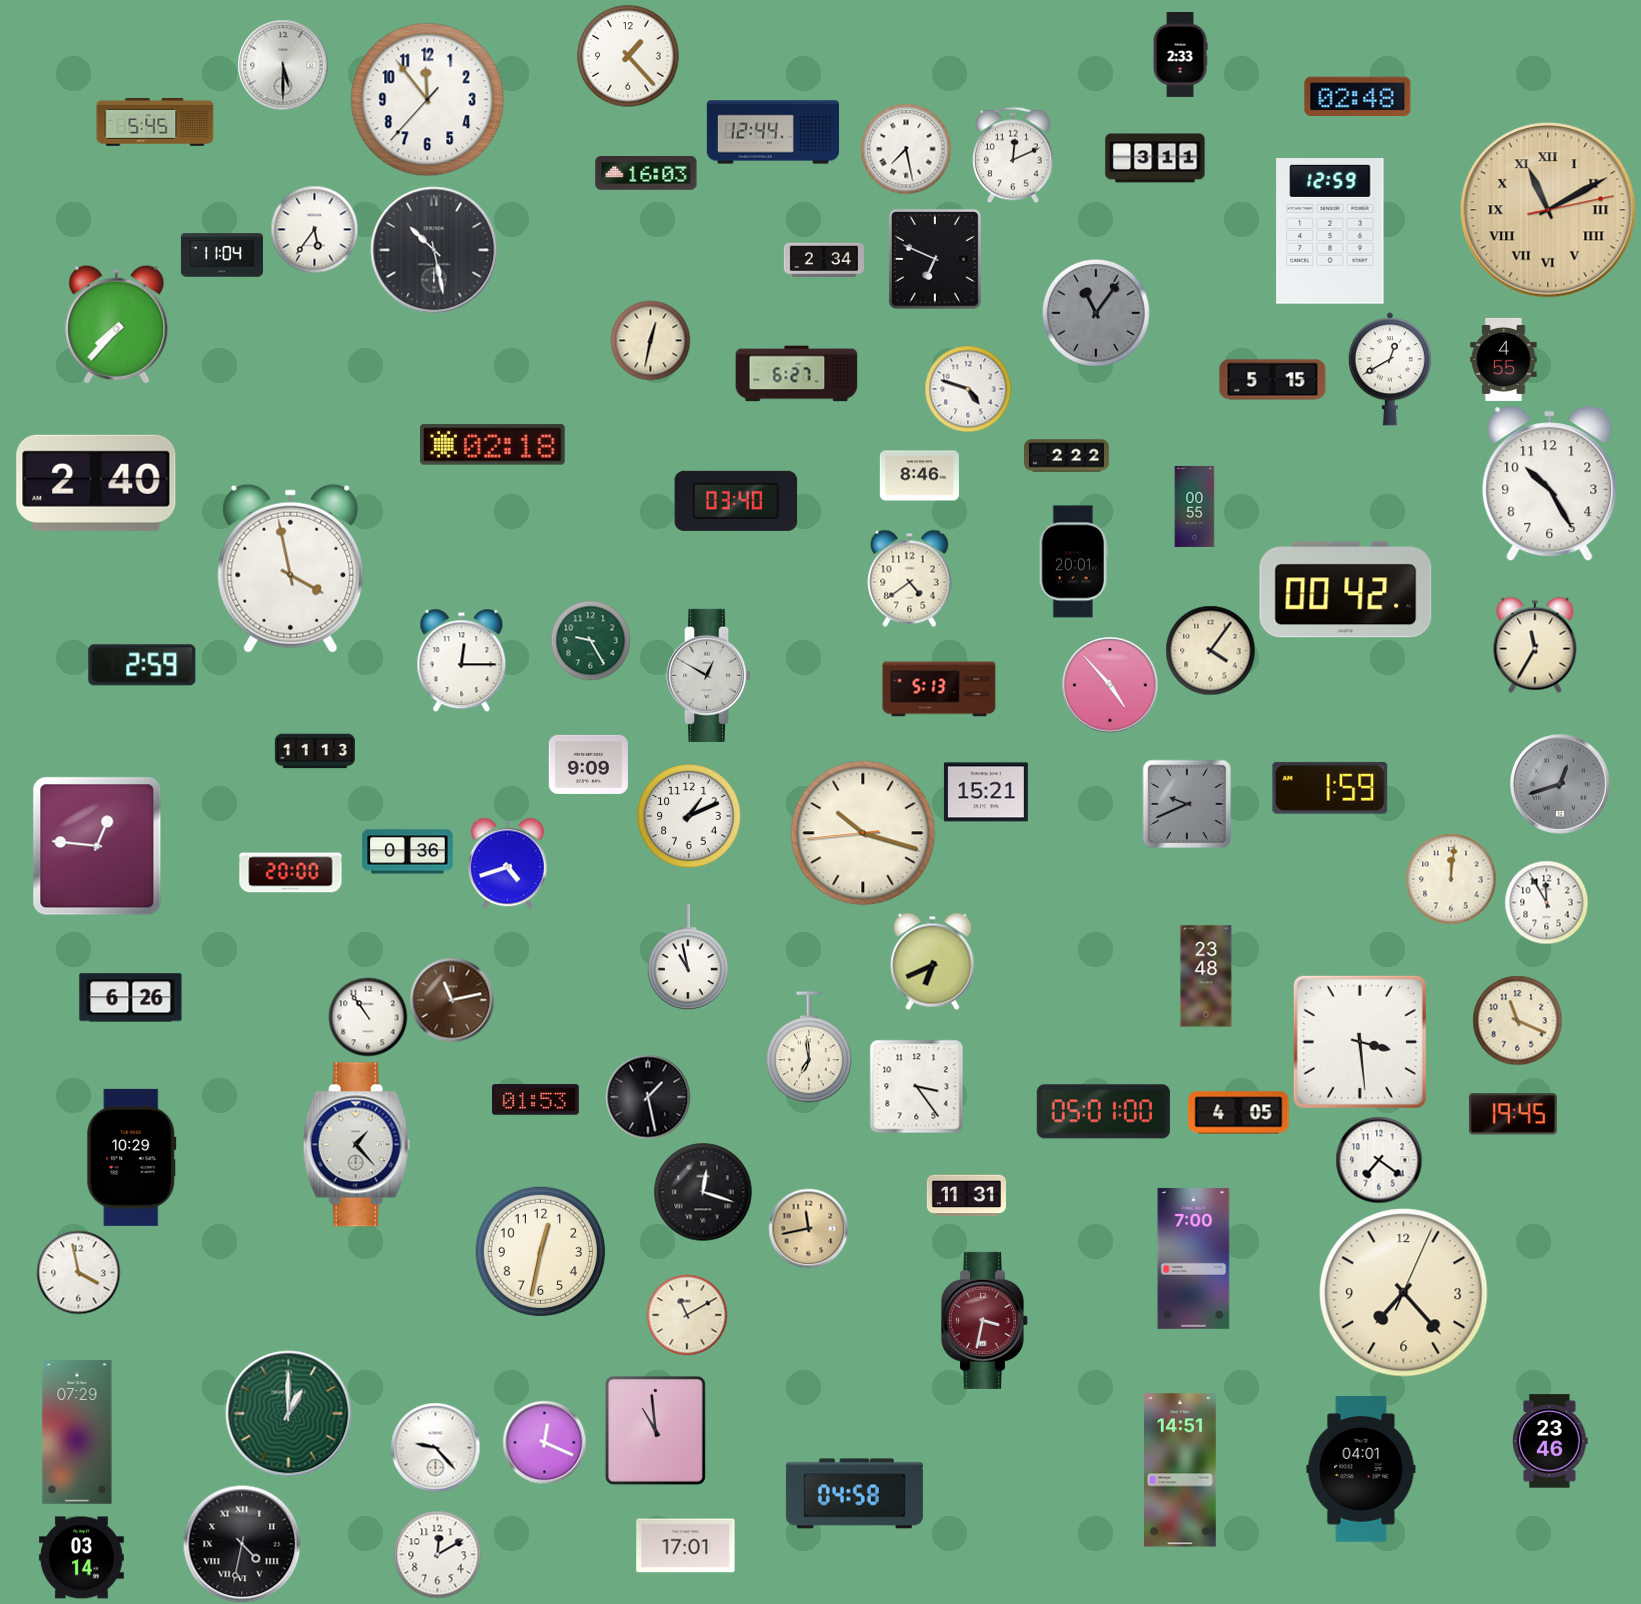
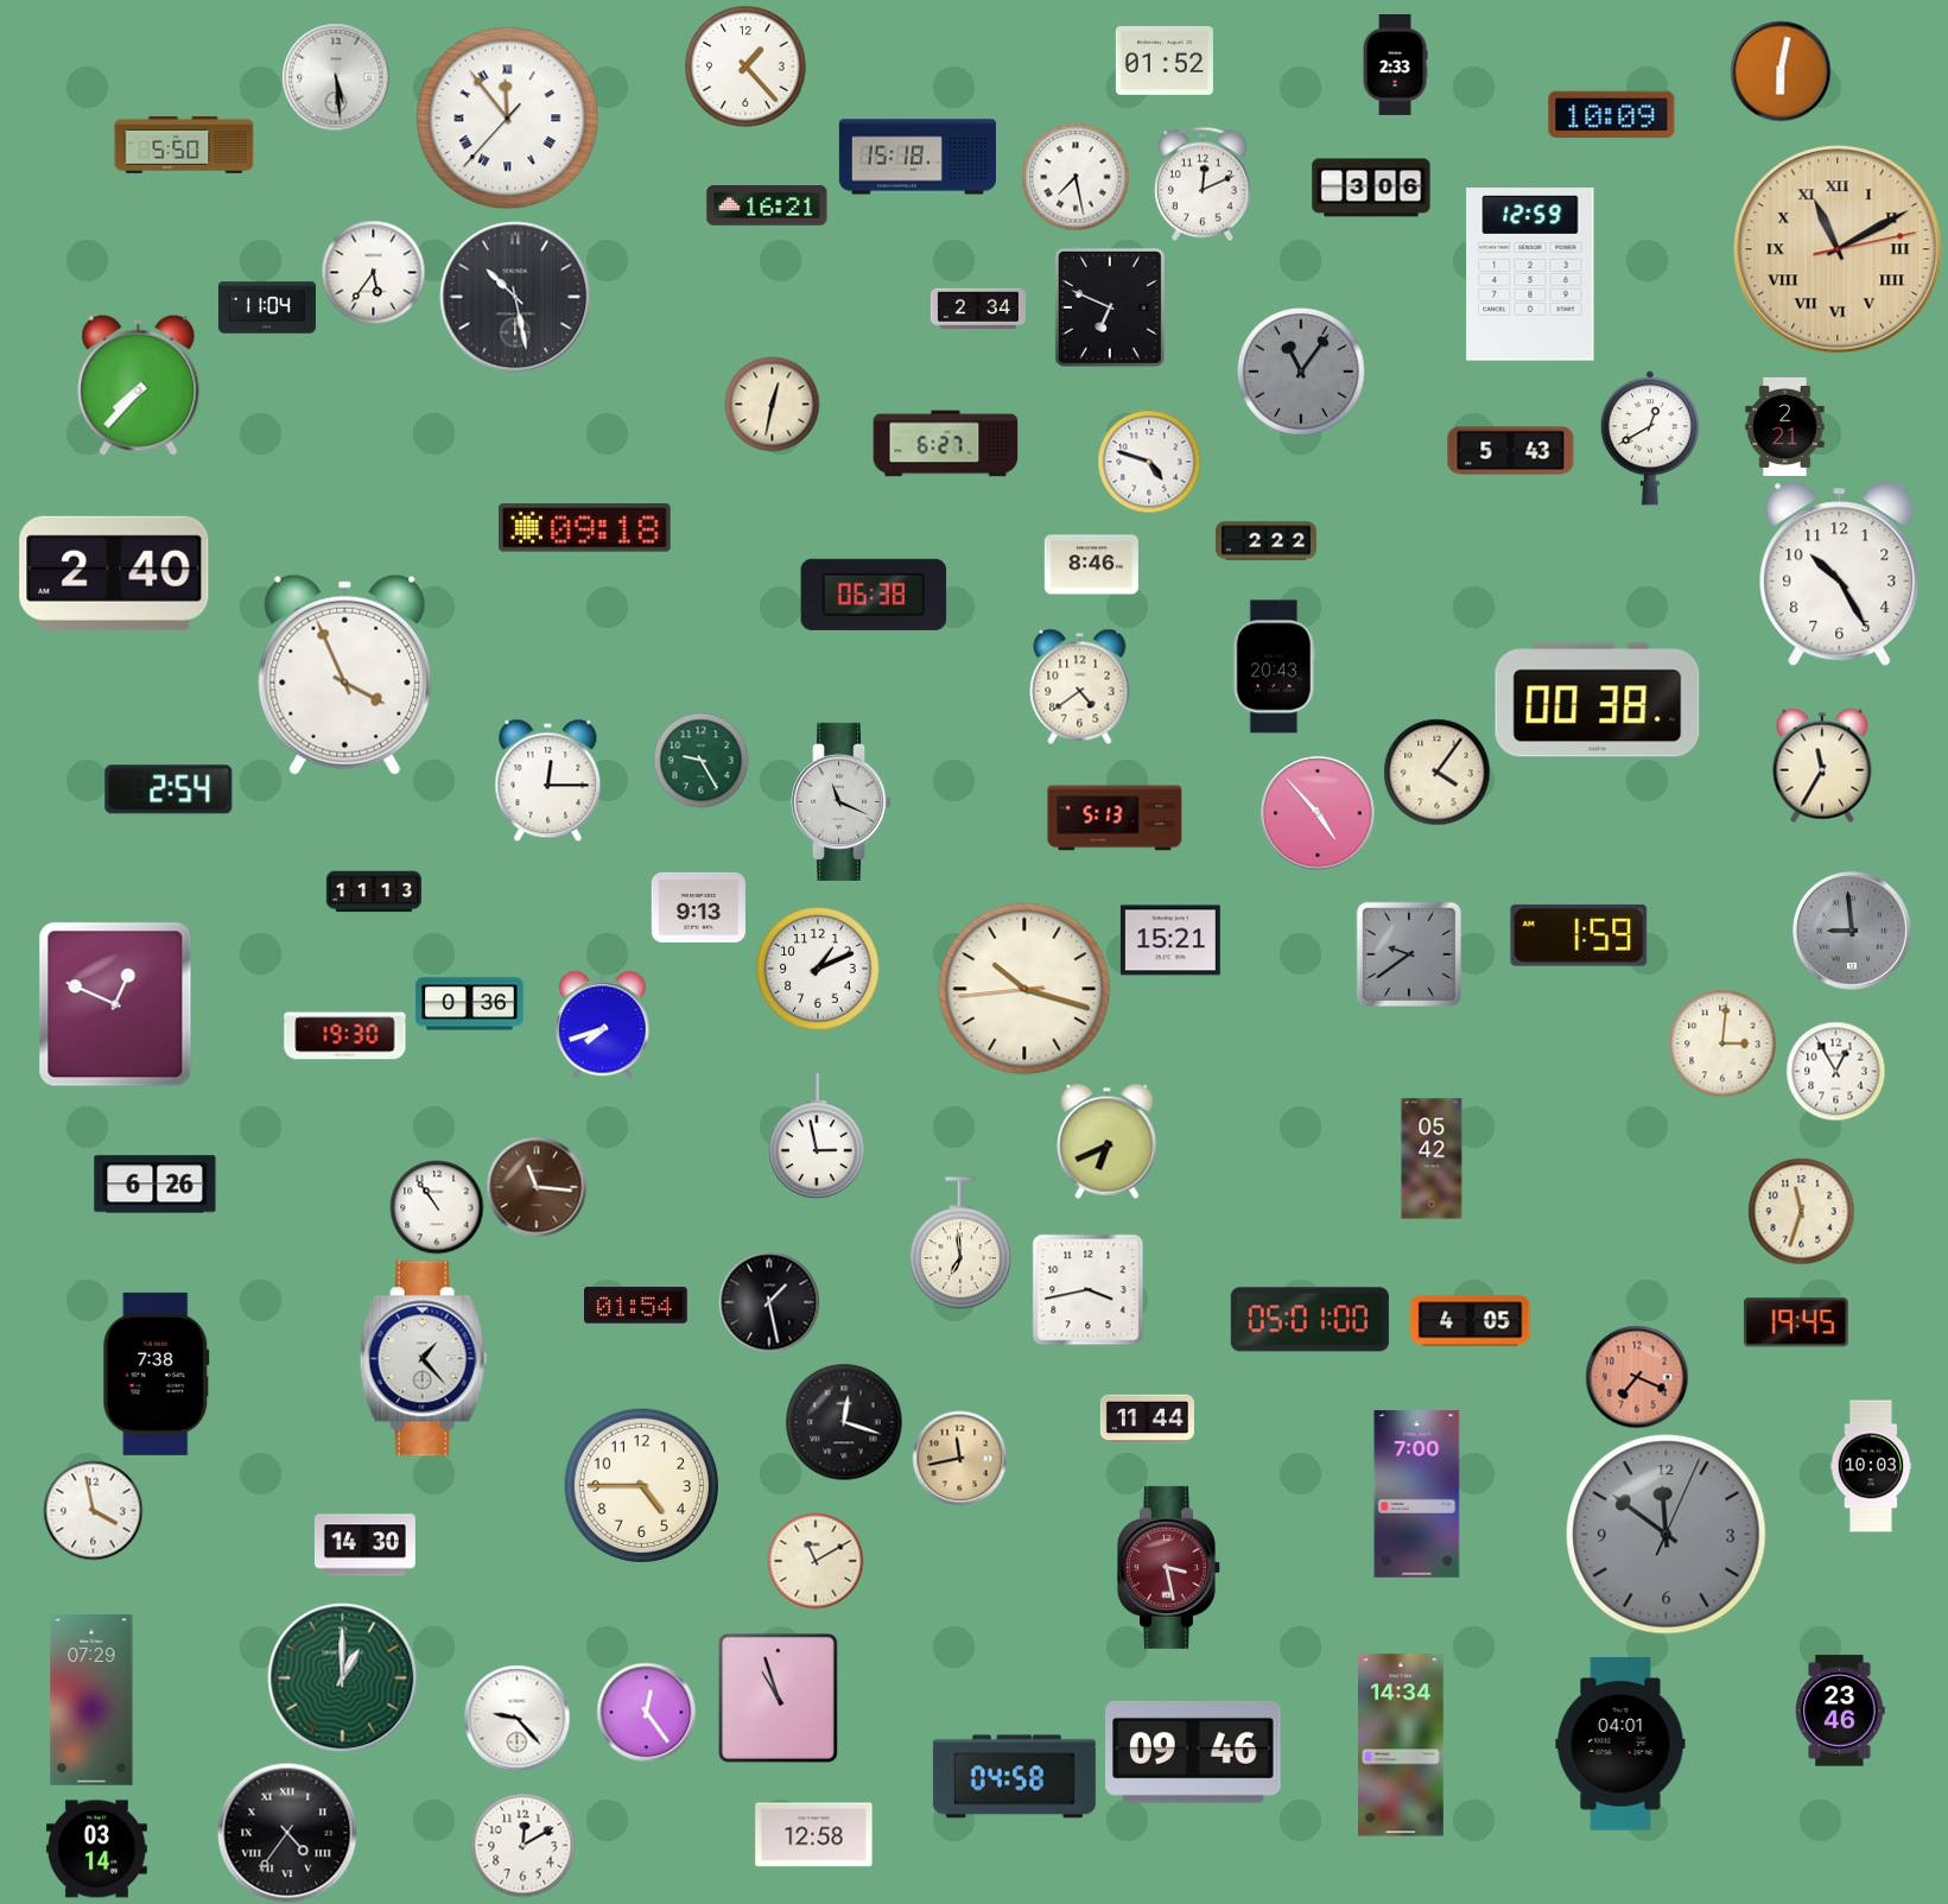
clock at (1165, 61): none -> 01:52
clock at (1180, 55) position: (1180, 55) -> (1395, 65)
clock at (1781, 71): none -> 6:02
clock at (283, 65): 5:30 -> 5:29
clock at (1358, 96): 02:48 -> 10:09
clock at (428, 100) numerals: Arabic -> Roman
clock at (155, 122): 5:45 -> 5:50
clock at (772, 132): 12:44 -> 15:18
clock at (1155, 158): 3:11 -> 3:06
clock at (646, 174): 16:03 -> 16:21
clock at (1330, 231) position: (1330, 231) -> (1530, 274)
clock at (222, 255) position: (222, 255) -> (267, 307)
clock at (1504, 359): 4:55 -> 2:21
clock at (1273, 380): 5:15 -> 5:43
clock at (493, 445): 02:18 -> 09:18
clock at (736, 501): 03:40 -> 06:38
clock at (1195, 506): 00:55 -> none
clock at (1073, 562): 20:01 -> 20:43
clock at (291, 568): 3:58 -> 3:56
clock at (1346, 590): 00:42 -> 00:38
clock at (462, 660) position: (462, 660) -> (548, 780)
clock at (142, 665): 2:59 -> 2:54
clock at (709, 675): 12:50 -> 11:19
clock at (588, 764): 9:09 -> 9:13
clock at (1561, 785): 12:42 -> 8:59
clock at (1187, 804): 9:41 -> 9:39
clock at (97, 846): 12:46 -> 12:49
clock at (408, 852) position: (408, 852) -> (470, 1004)
clock at (507, 863): 4:42 -> 7:42
clock at (291, 873): 20:00 -> 19:30
clock at (1451, 879): 12:01 -> 3:01
clock at (1546, 902): 11:55 -> 12:55
clock at (689, 957): 10:58 -> 2:58
clock at (1206, 976): 23:48 -> 05:42
clock at (452, 1000): 11:13 -> 11:16
clock at (1517, 1020): 11:19 -> 11:33
clock at (1360, 1042): 3:29 -> none
clock at (916, 1086): 3:24 -> 3:43
clock at (536, 1100): 01:53 -> 01:54
clock at (132, 1157): 10:29 -> 7:38
clock at (1379, 1160): 7:21 -> 7:19
clock at (1379, 1160) dial: white -> salmon
clock at (703, 1192) position: (703, 1192) -> (844, 1422)
clock at (966, 1196): 11:31 -> 11:44
clock at (1871, 1466): none -> 10:03
clock at (540, 1251): 12:32 -> 4:45
clock at (1404, 1293): 7:23 -> 11:51
clock at (1404, 1293) dial: cream -> grey
clock at (364, 1546): none -> 14:30
clock at (985, 1320): 3:32 -> 3:28
clock at (655, 1430): 10:59 -> 10:57
clock at (544, 1442): 12:19 -> 12:24
clock at (1361, 1469) position: (1361, 1469) -> (1620, 1744)
clock at (1181, 1470): 14:51 -> 14:34
clock at (1193, 1752): none -> 09:46
clock at (854, 1494) position: (854, 1494) -> (1014, 1777)
clock at (242, 1544): 4:32 -> 4:36
clock at (686, 1546): 17:01 -> 12:58
clock at (437, 1554) position: (437, 1554) -> (522, 1845)
